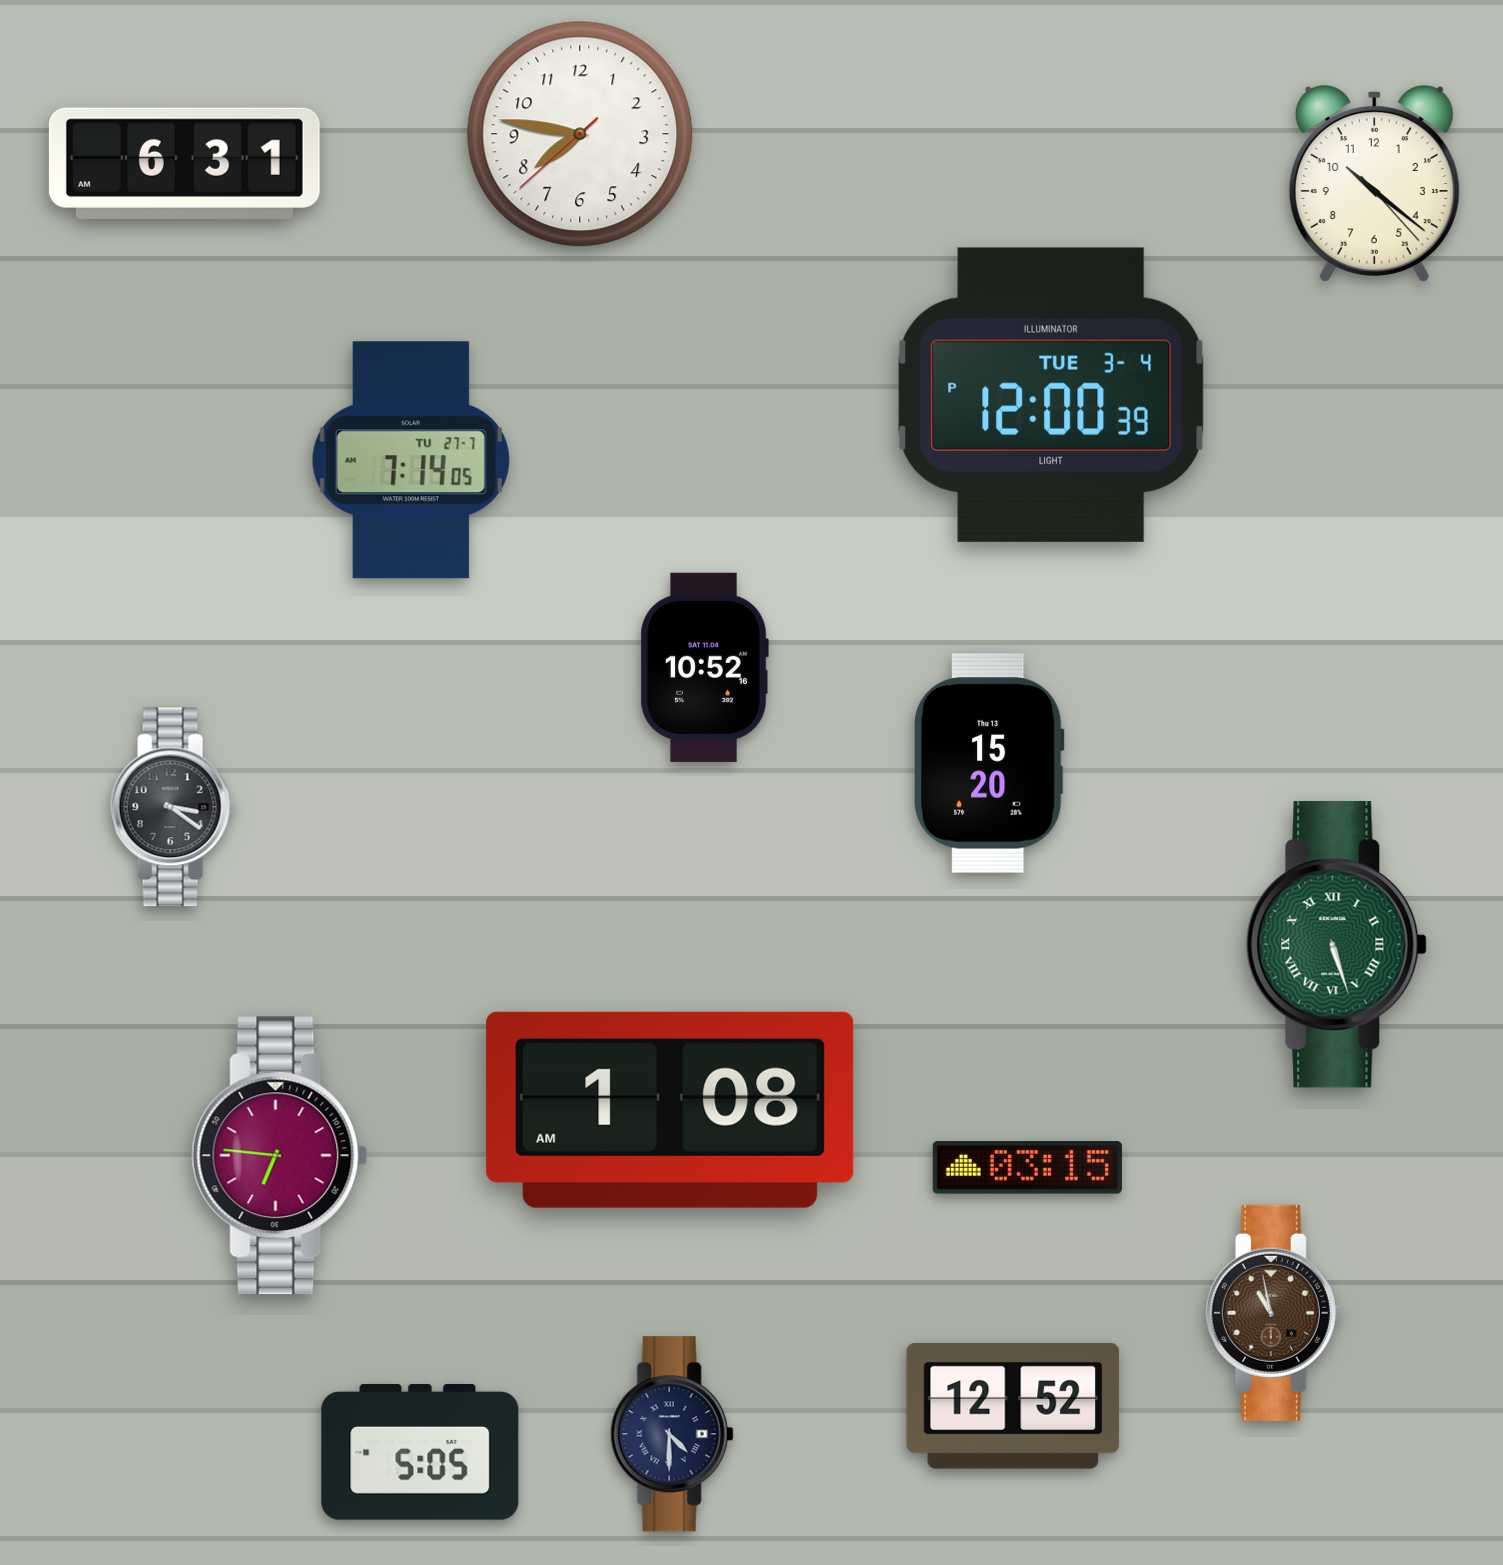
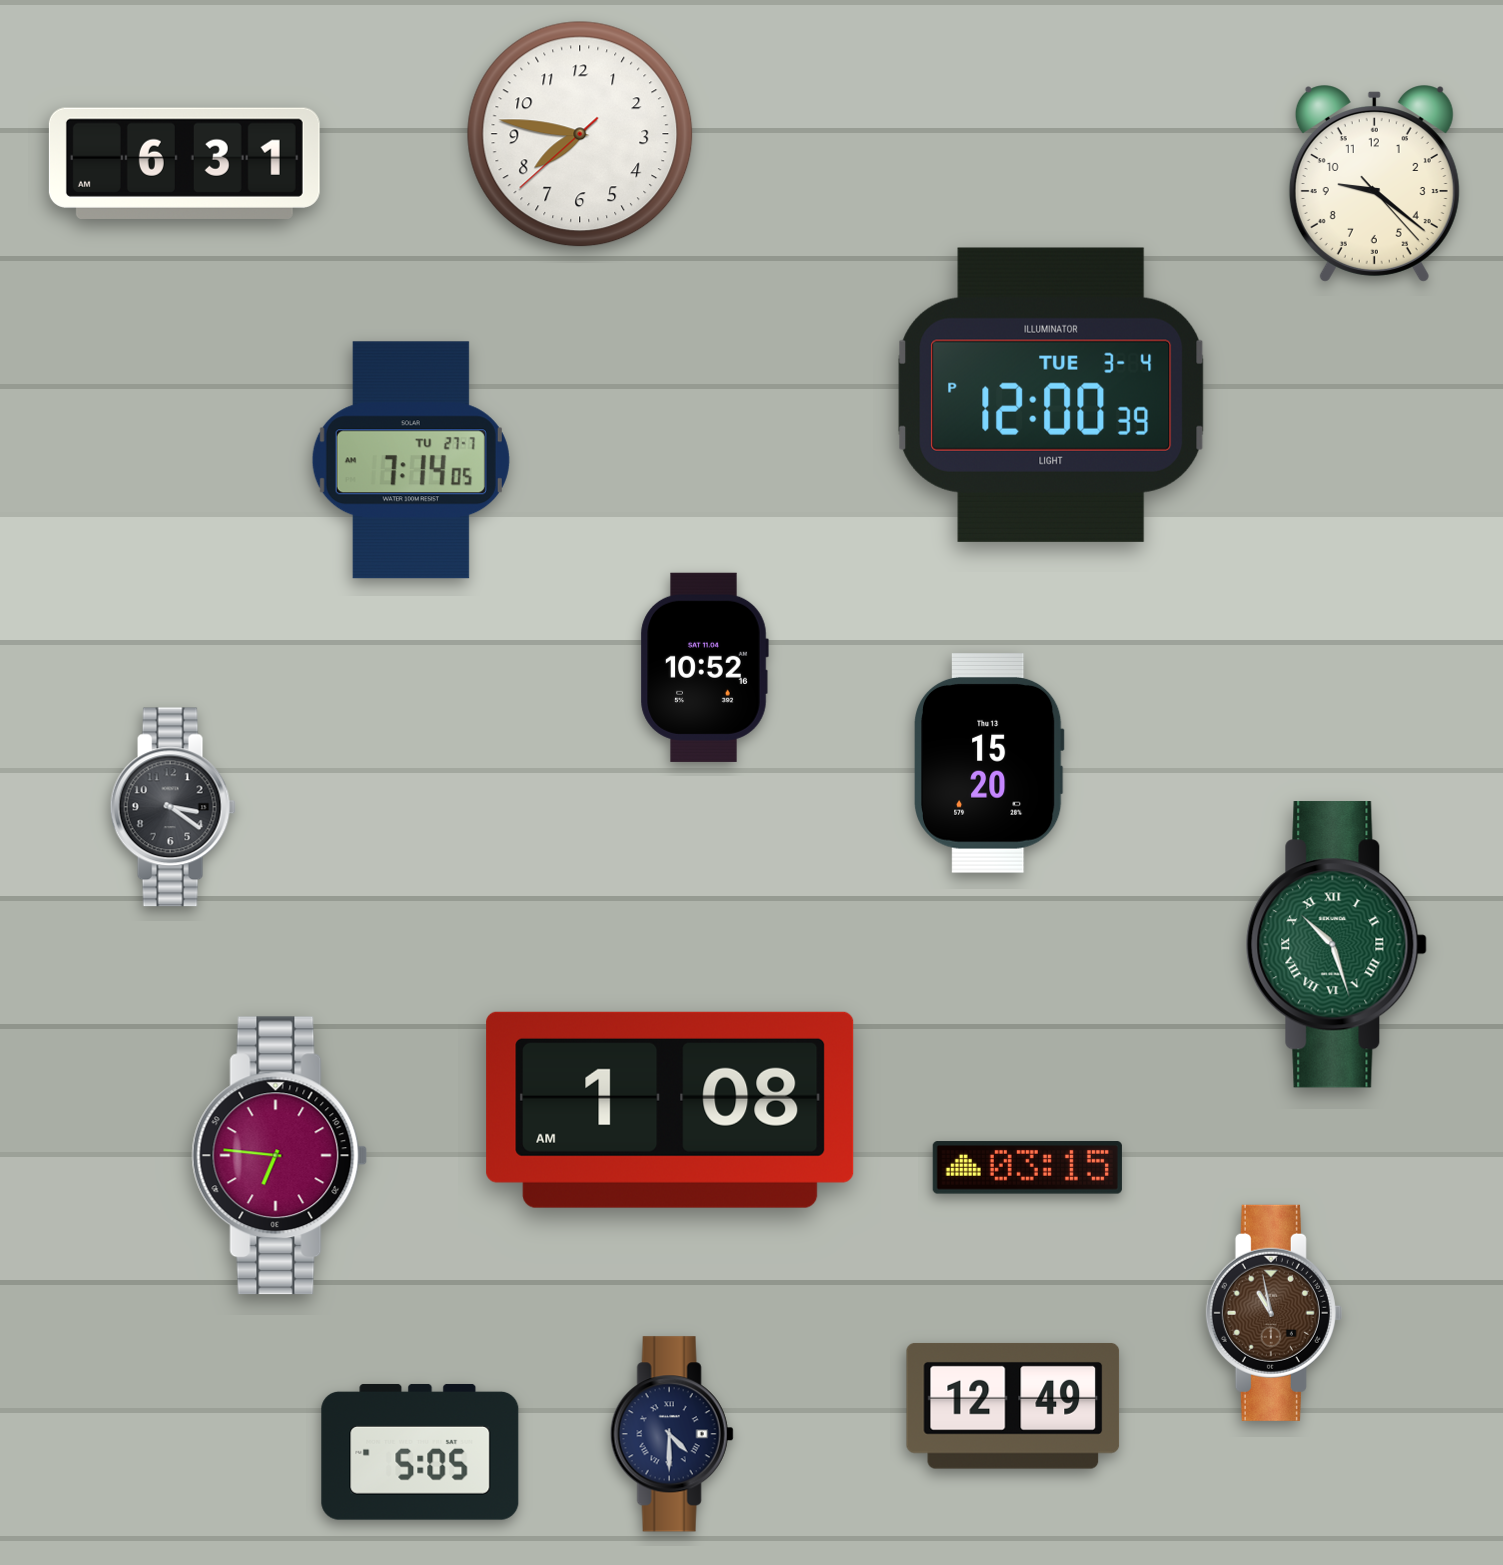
clock at (1374, 184): 10:21 -> 9:21
clock at (1336, 945): 5:27 -> 10:27
clock at (1013, 1406): 12:52 -> 12:49
